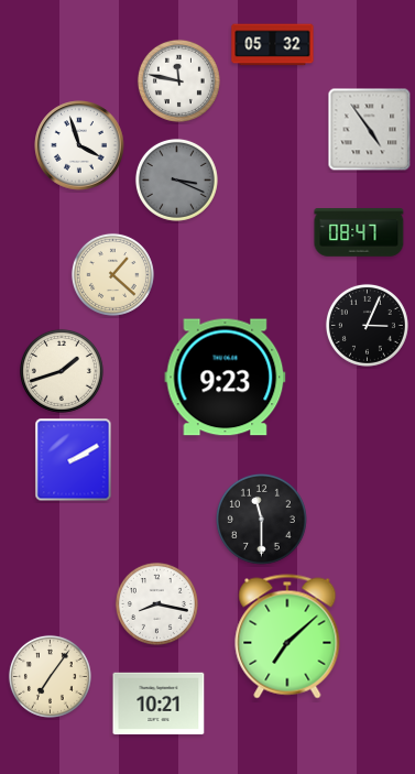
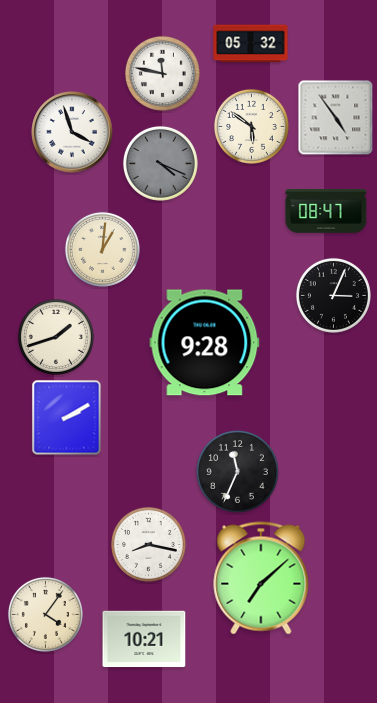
clock at (273, 45) position: (273, 45) -> (251, 44)
clock at (251, 126): none -> 5:51
clock at (176, 179): 3:19 -> 4:19
clock at (112, 274): 1:22 -> 1:01
clock at (226, 378): 9:23 -> 9:28
clock at (261, 519): 11:30 -> 11:34
clock at (156, 603) position: (156, 603) -> (148, 544)
clock at (50, 676): 7:06 -> 4:06
